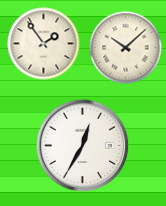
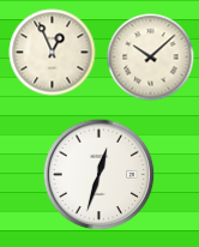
clock at (44, 44): 1:54 -> 12:56
clock at (83, 146): 12:35 -> 12:33
